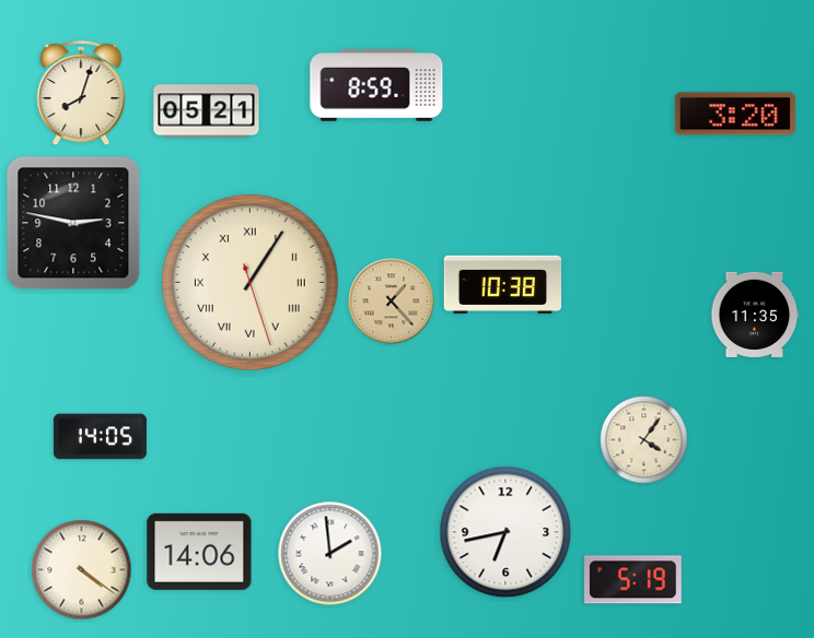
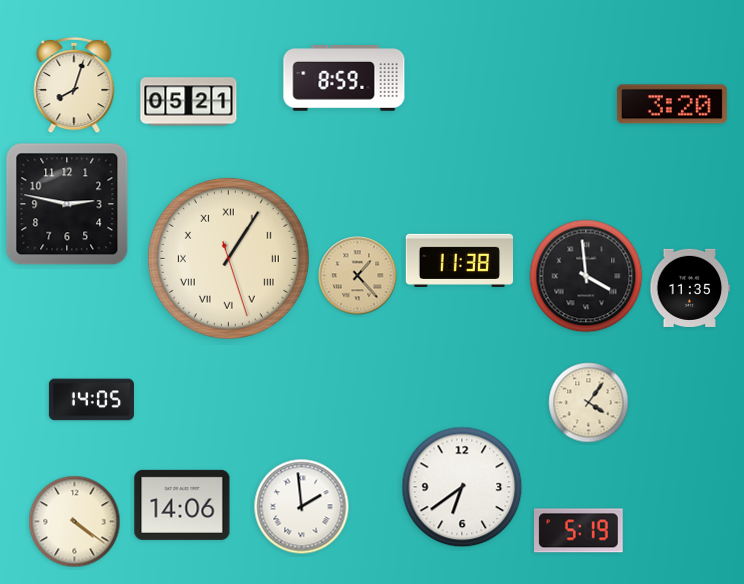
clock at (502, 284): 10:38 -> 11:38
clock at (586, 276): none -> 3:59
clock at (505, 532): 6:43 -> 6:39
